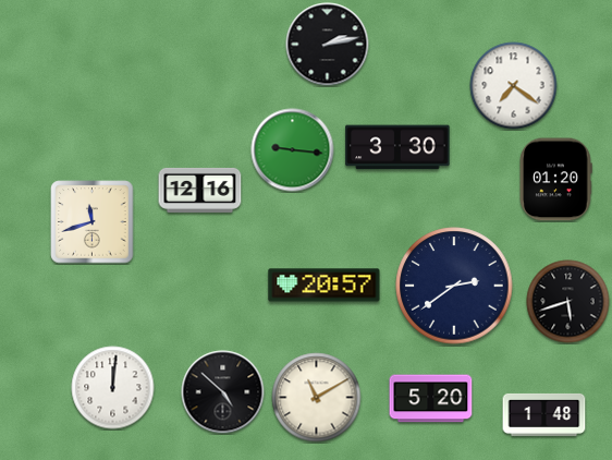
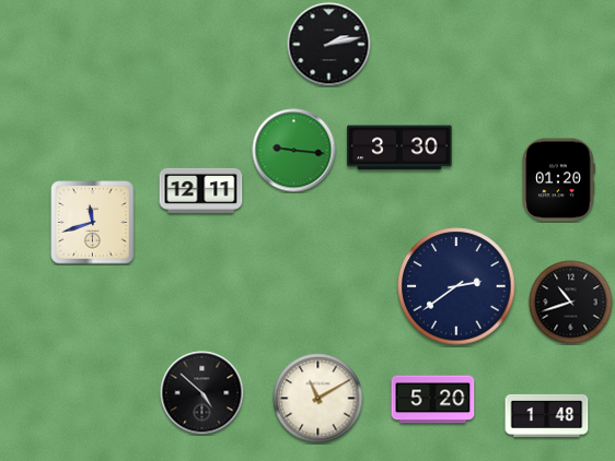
clock at (514, 86): 7:21 -> none
clock at (200, 190): 12:16 -> 12:11
clock at (325, 286): 20:57 -> none
clock at (568, 302): 5:42 -> 10:42
clock at (113, 388): 12:01 -> none
clock at (223, 392) position: (223, 392) -> (202, 393)
